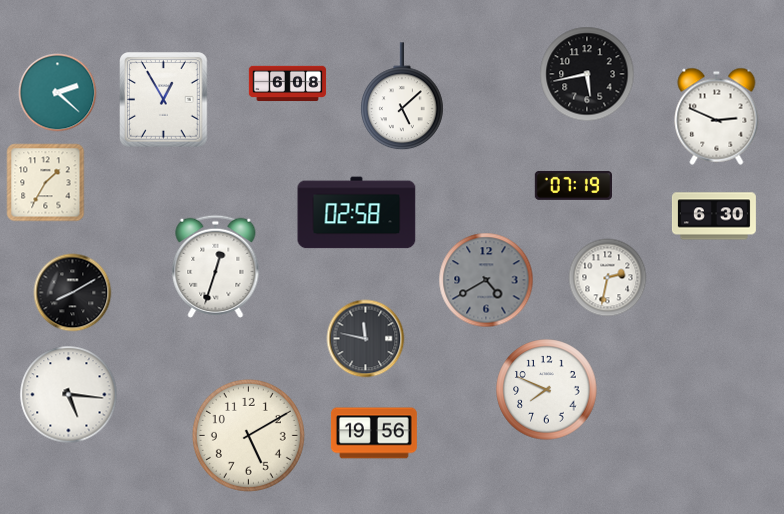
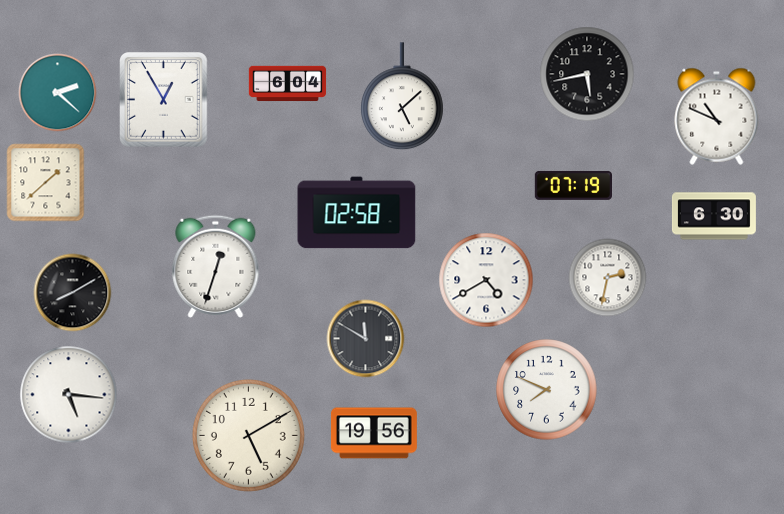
clock at (287, 84): 6:08 -> 6:04
clock at (717, 116): 2:49 -> 10:49
clock at (45, 182): 1:35 -> 1:38
clock at (486, 280) dial: grey -> white
clock at (365, 338): 11:47 -> 11:50
